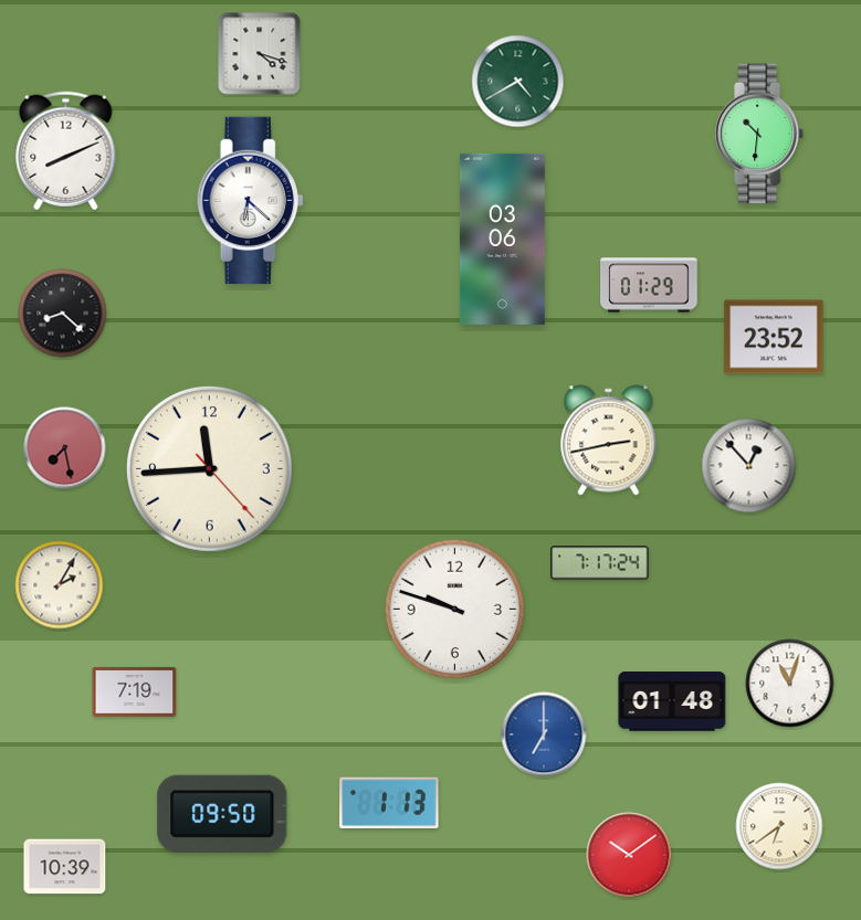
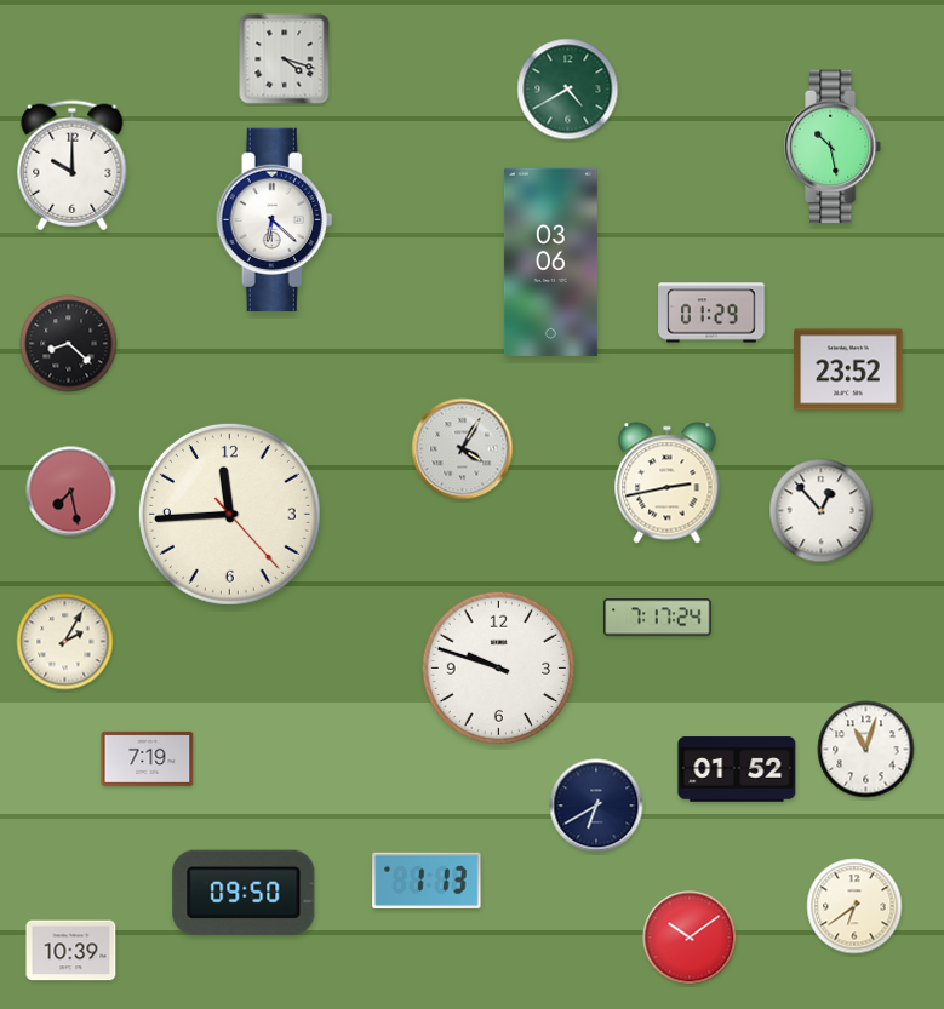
clock at (760, 134): 10:31 -> 10:28
clock at (66, 151): 8:11 -> 10:00
clock at (463, 449): none -> 4:05
clock at (672, 701): 01:48 -> 01:52
clock at (544, 734): 7:00 -> 6:40
clock at (544, 734) dial: blue -> navy
